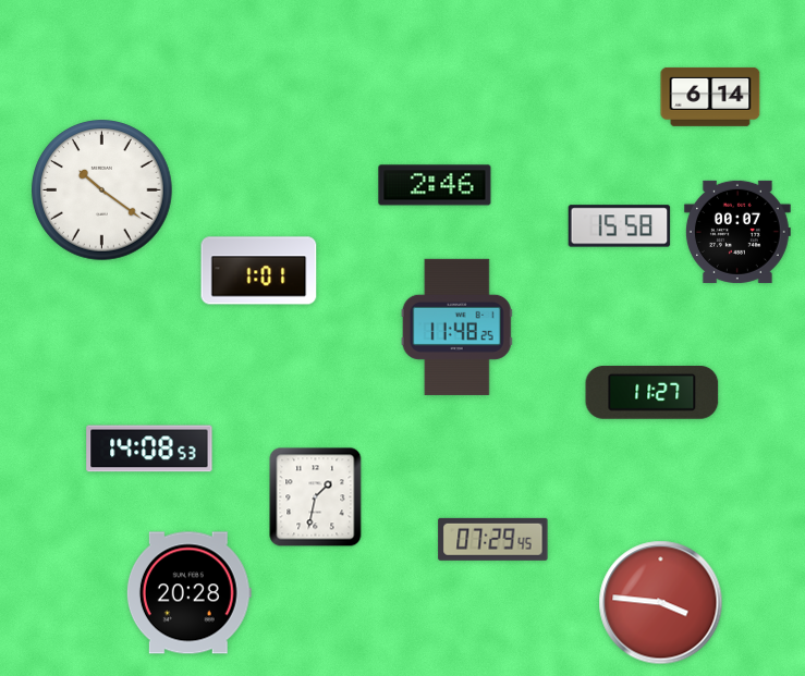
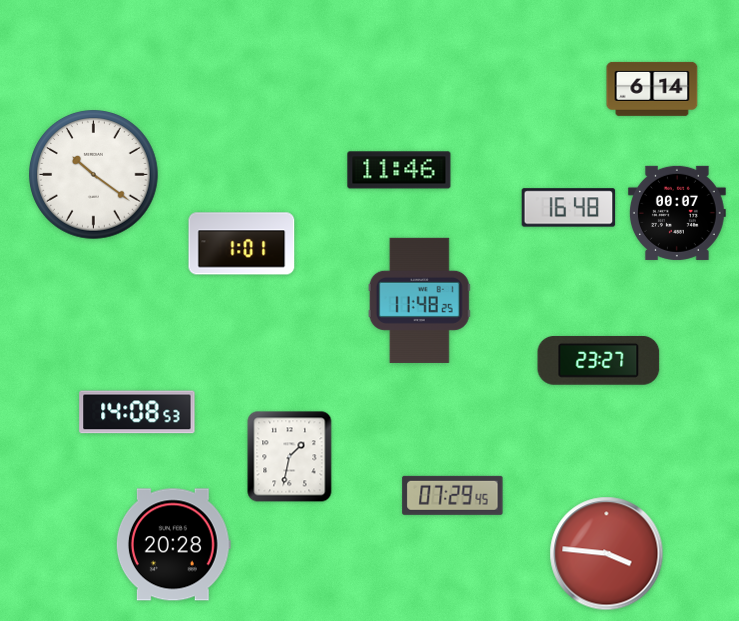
clock at (435, 185): 2:46 -> 11:46
clock at (620, 226): 15:58 -> 16:48
clock at (259, 271) position: (259, 271) -> (242, 244)
clock at (652, 392): 11:27 -> 23:27
